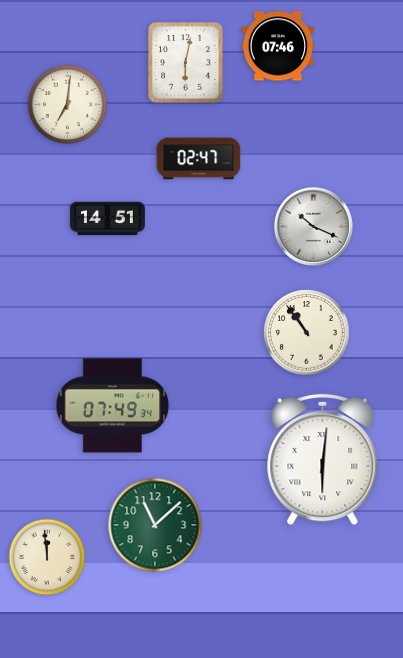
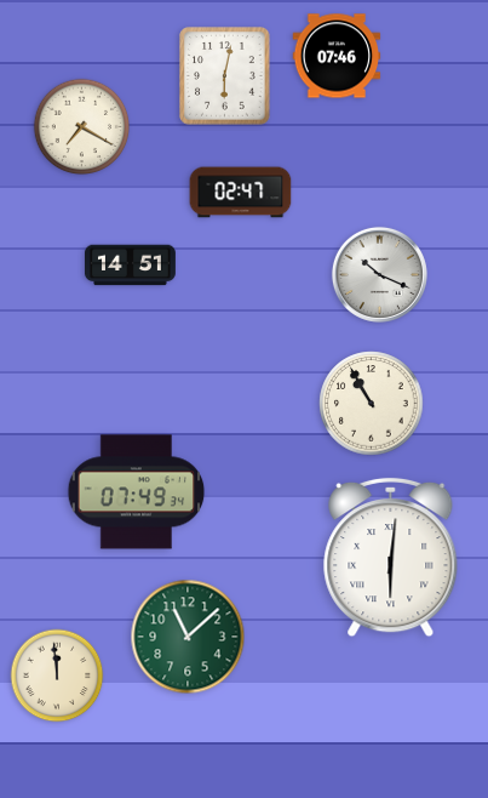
clock at (68, 105): 7:01 -> 7:20
clock at (307, 333): 10:54 -> 10:55
